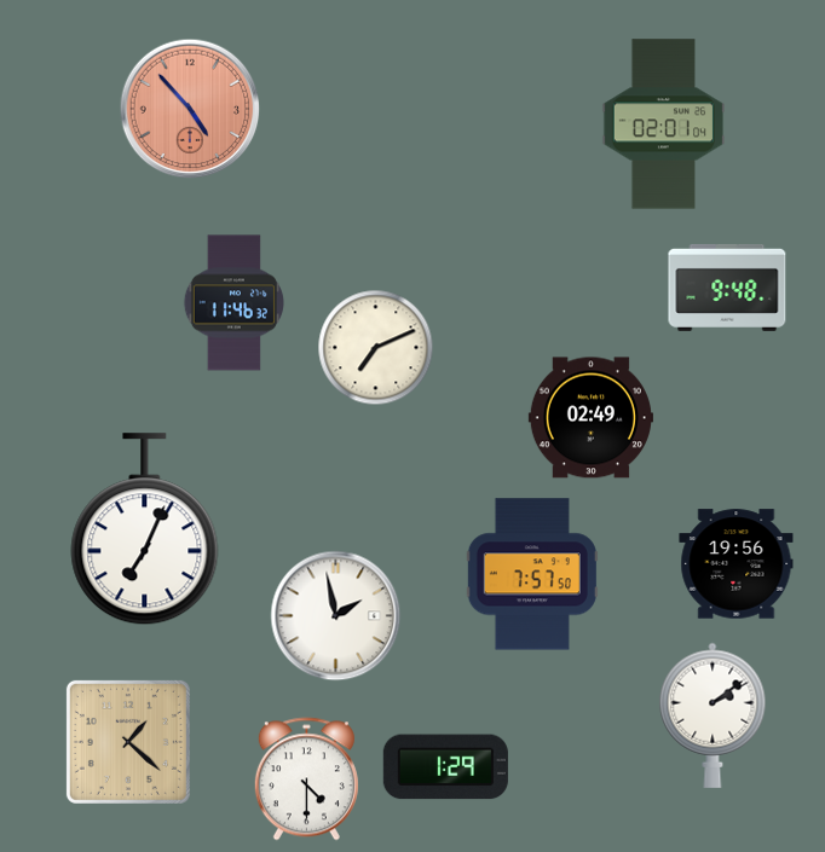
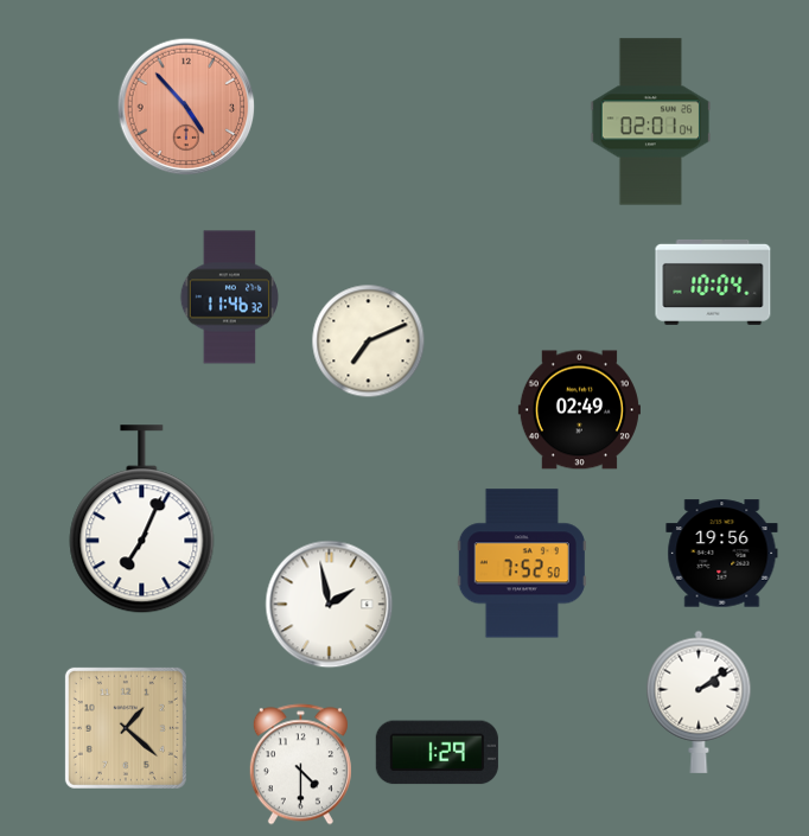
clock at (727, 288): 9:48 -> 10:04
clock at (532, 574): 7:57 -> 7:52
